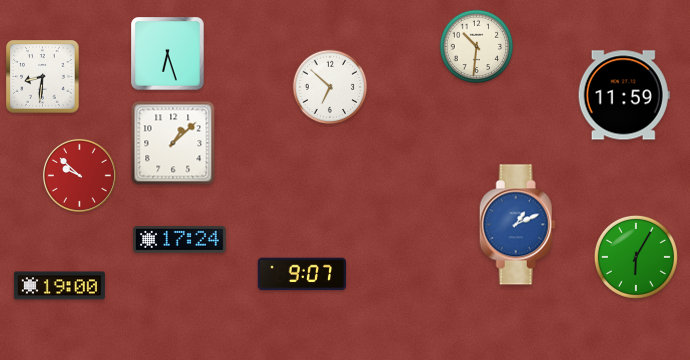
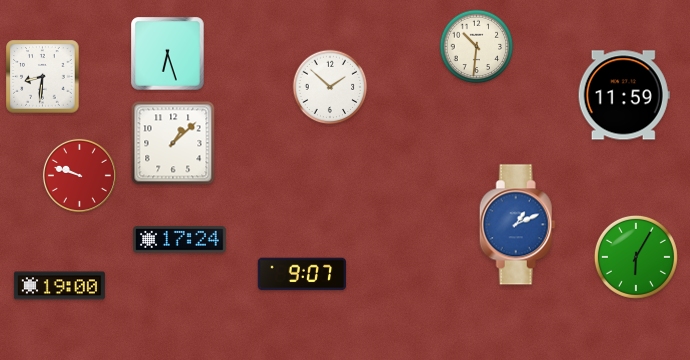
clock at (330, 87): 6:52 -> 1:52
clock at (79, 175): 9:52 -> 9:48
